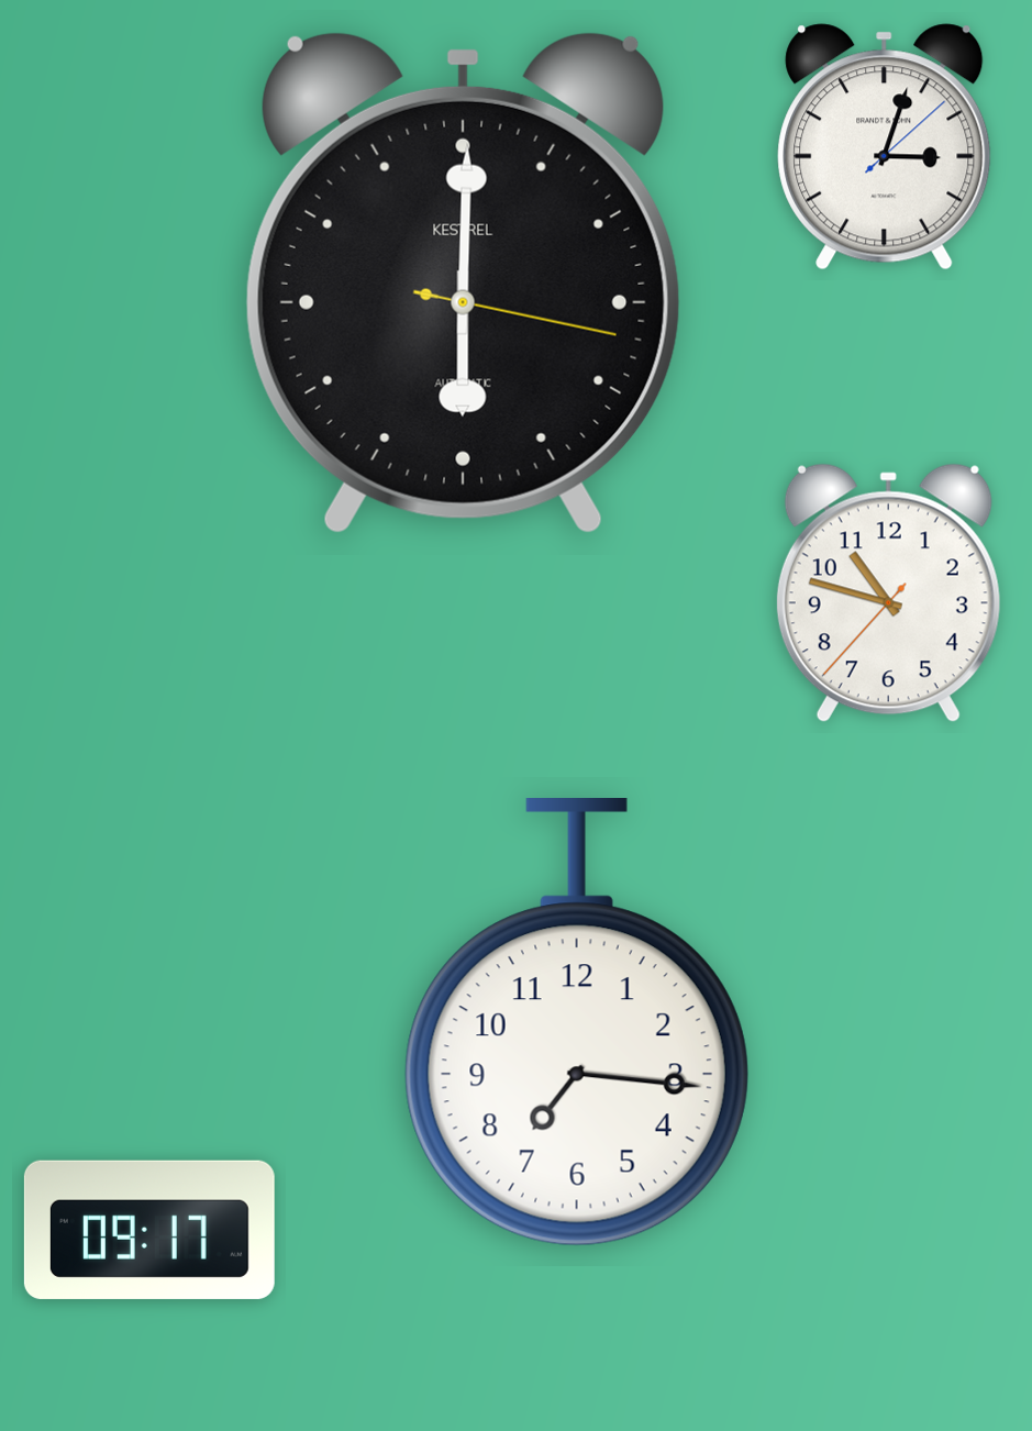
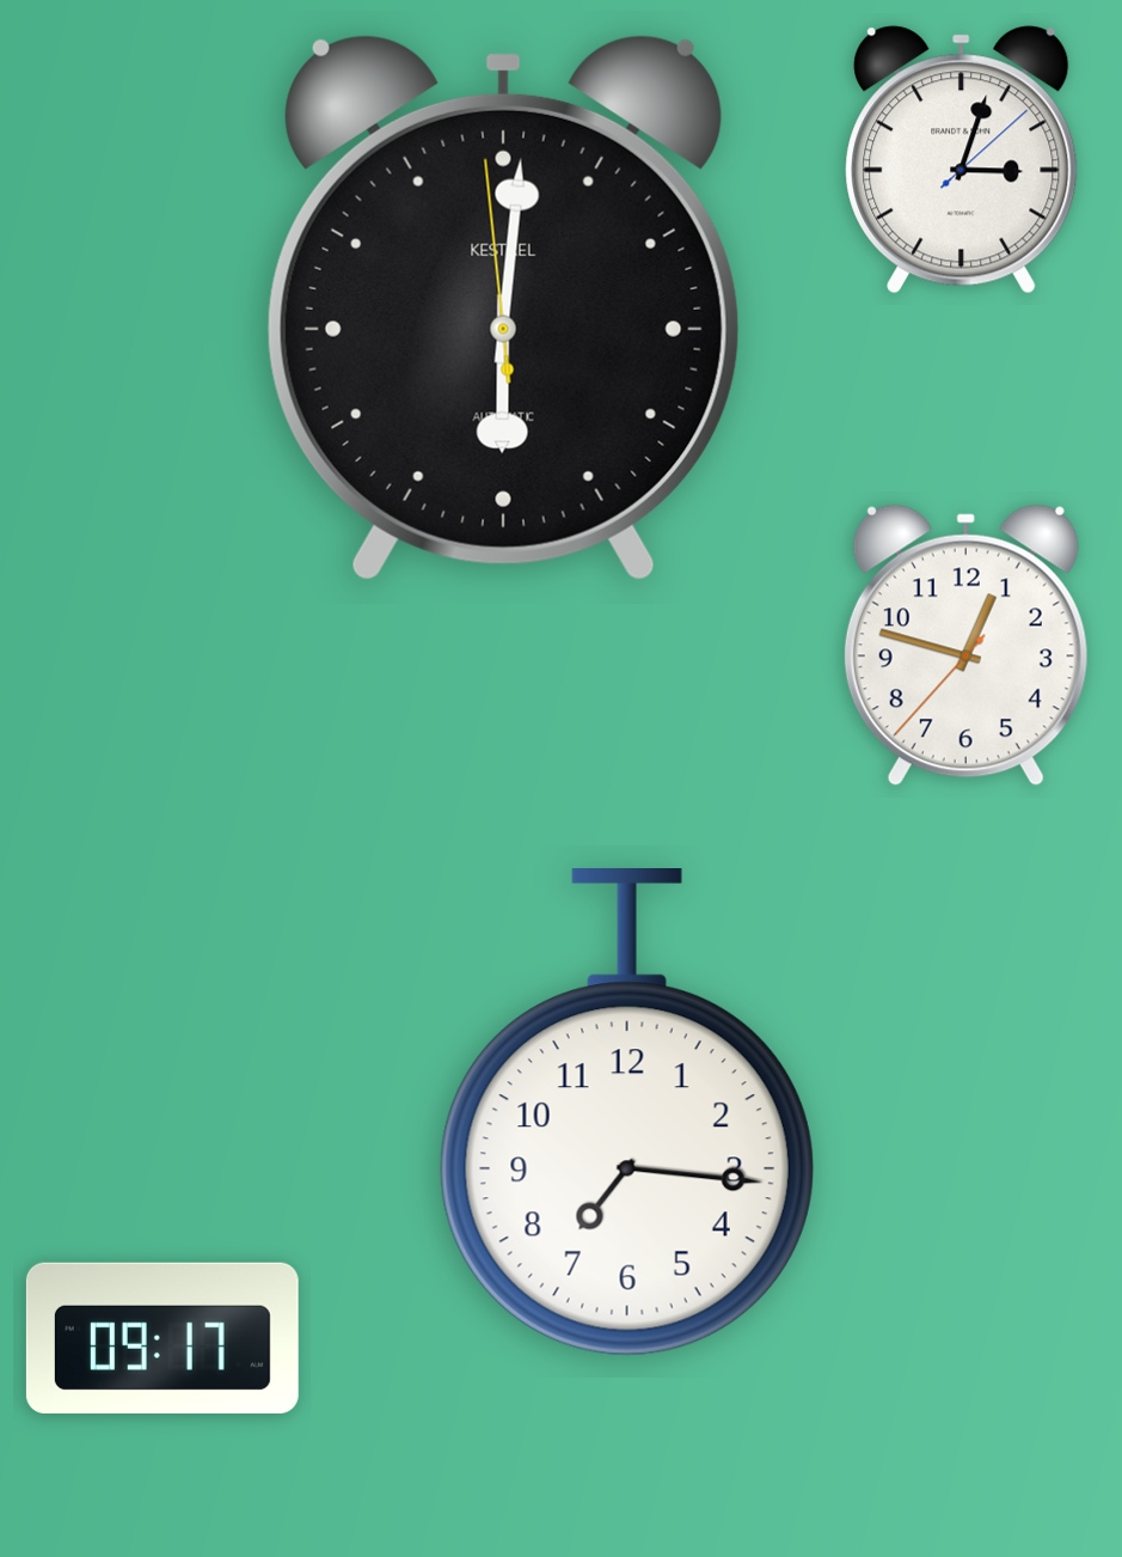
clock at (463, 282): 6:00:17 -> 6:00:59
clock at (888, 594): 10:47 -> 12:47
